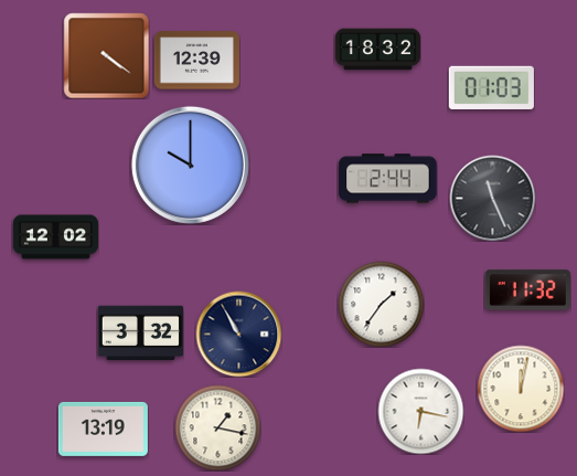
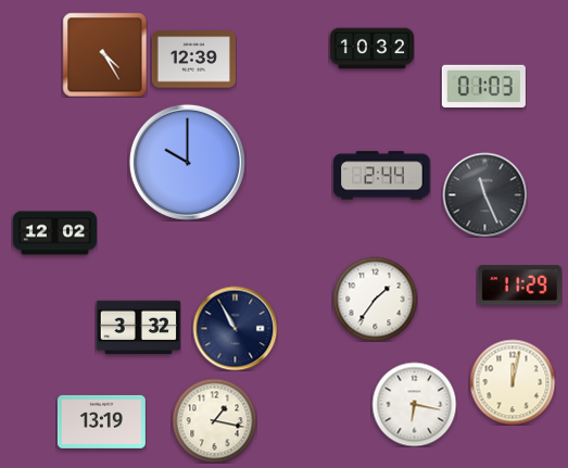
clock at (377, 50): 18:32 -> 10:32
clock at (106, 55): 4:21 -> 4:25
clock at (527, 290): 11:32 -> 11:29
